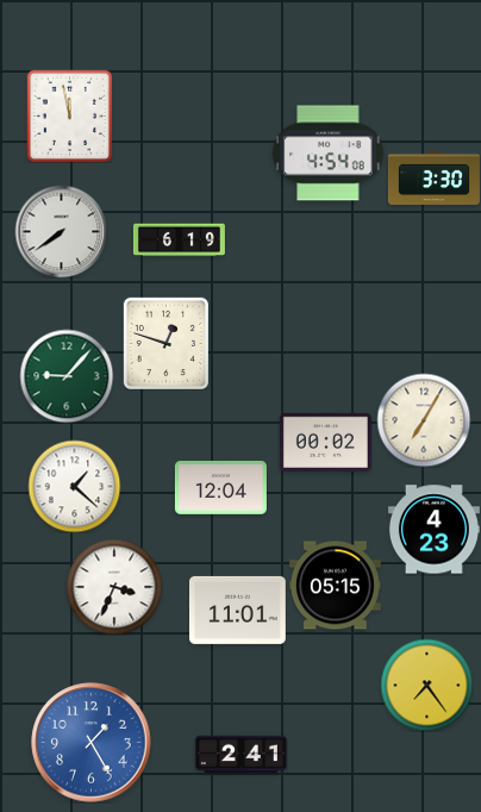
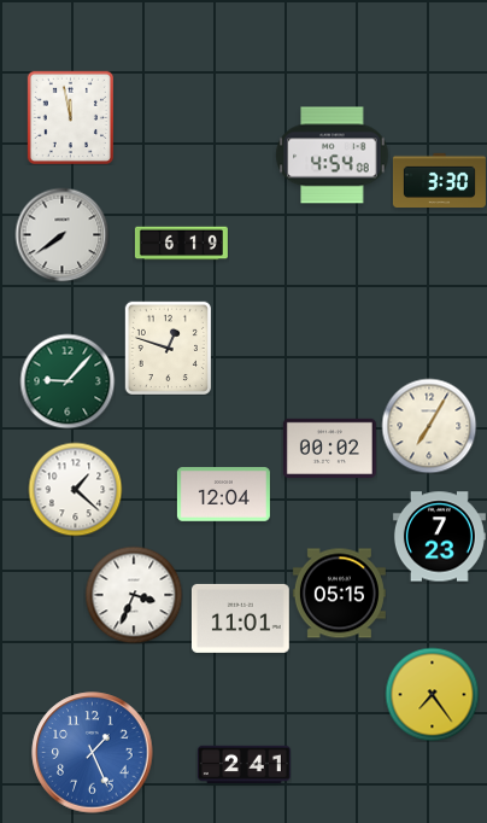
clock at (74, 486) position: (74, 486) -> (75, 489)
clock at (433, 530): 4:23 -> 7:23
clock at (114, 587) position: (114, 587) -> (134, 595)
clock at (92, 743): 1:25 -> 1:26
